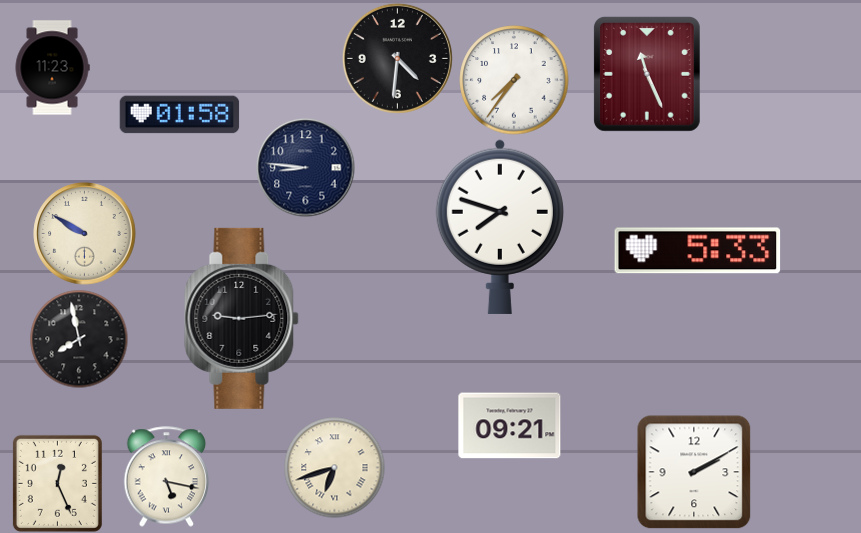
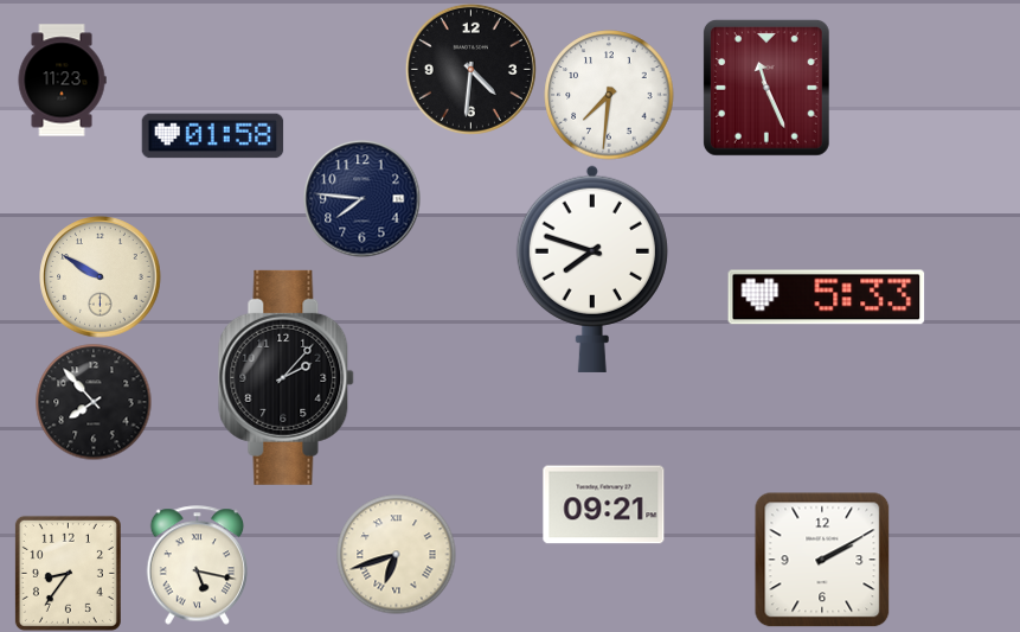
clock at (514, 80): 7:36 -> 7:31
clock at (306, 168): 8:46 -> 7:46
clock at (242, 318): 9:14 -> 2:07
clock at (79, 339): 7:58 -> 7:53
clock at (57, 483): 12:26 -> 8:36
